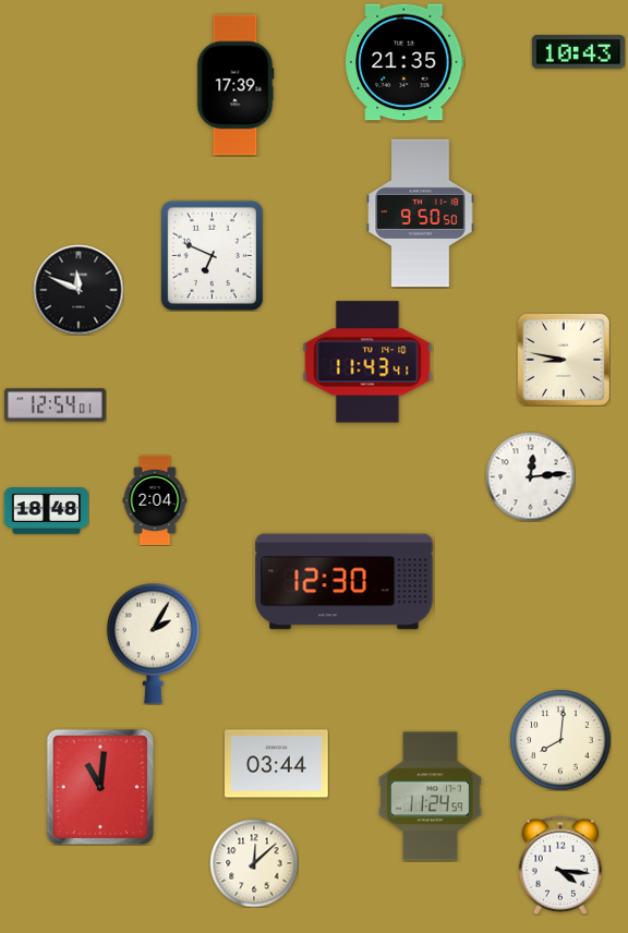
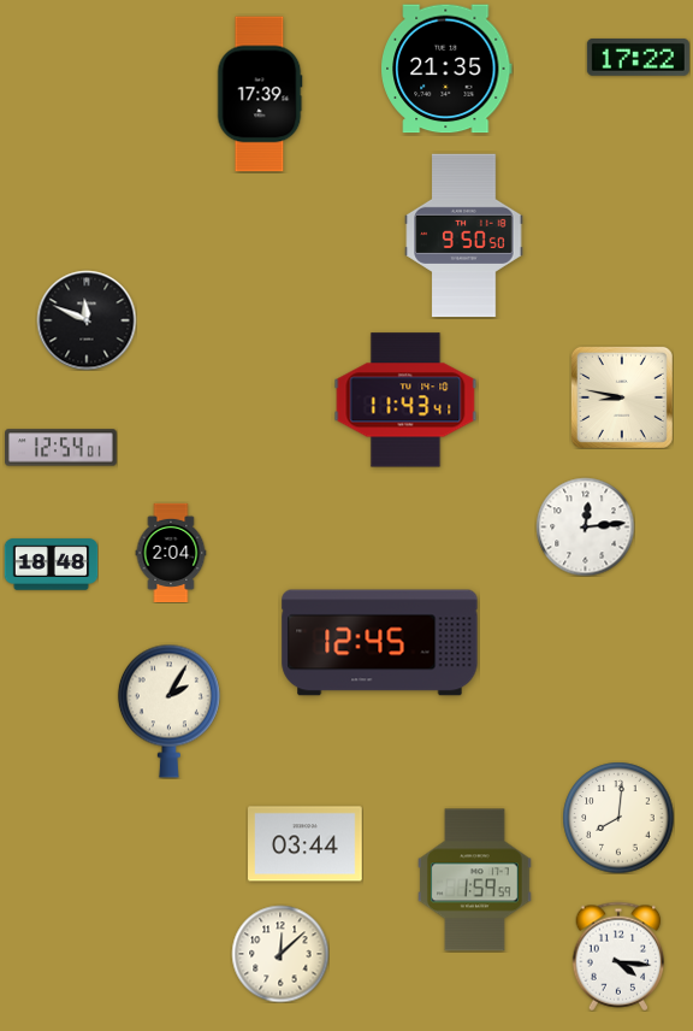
clock at (578, 52): 10:43 -> 17:22
clock at (212, 255): 6:49 -> none
clock at (345, 582): 12:30 -> 12:45
clock at (100, 787): 11:01 -> none
clock at (431, 797): 11:24 -> 1:59
